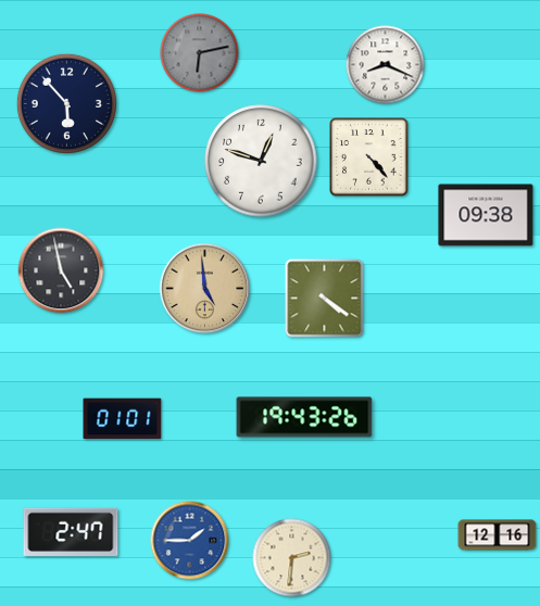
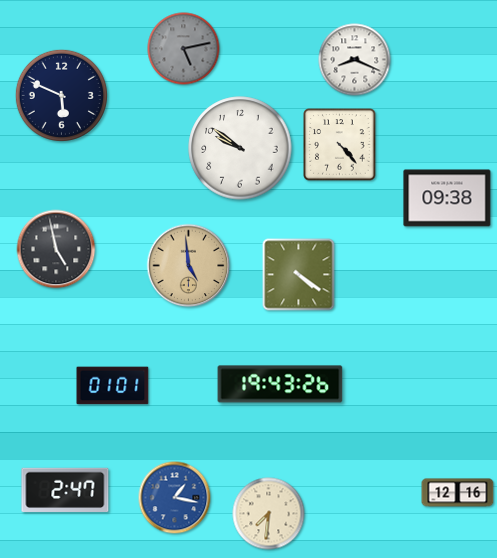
clock at (200, 53): 6:13 -> 5:13
clock at (66, 103): 5:53 -> 5:49
clock at (261, 161): 12:48 -> 9:51
clock at (190, 541): 1:45 -> 1:17
clock at (292, 558): 2:31 -> 7:31
